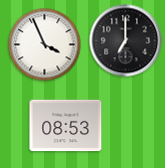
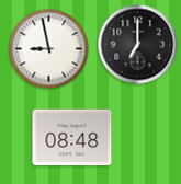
clock at (45, 45): 3:56 -> 8:58
clock at (66, 126): 08:53 -> 08:48
